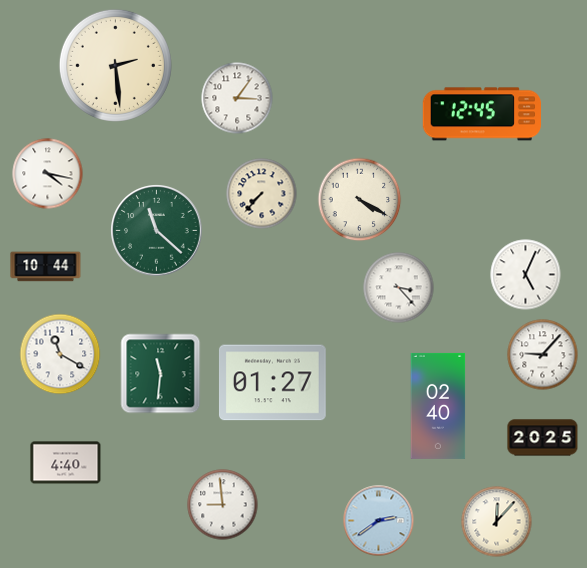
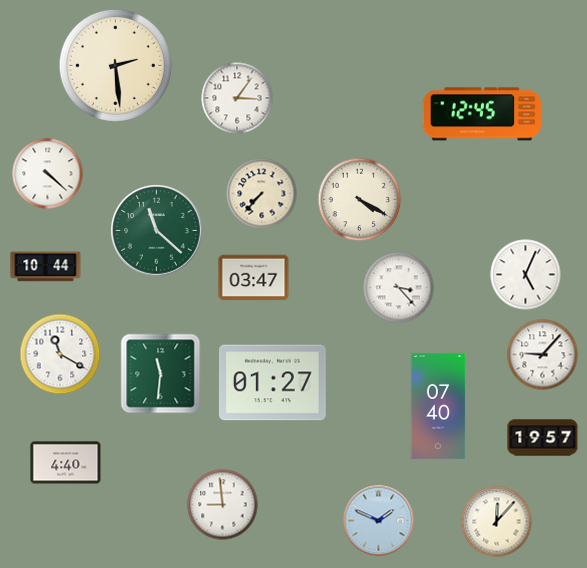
clock at (48, 174): 4:17 -> 4:22
clock at (254, 278): none -> 03:47
clock at (438, 406): 02:40 -> 07:40
clock at (543, 438): 20:25 -> 19:57
clock at (379, 521): 2:39 -> 1:49
